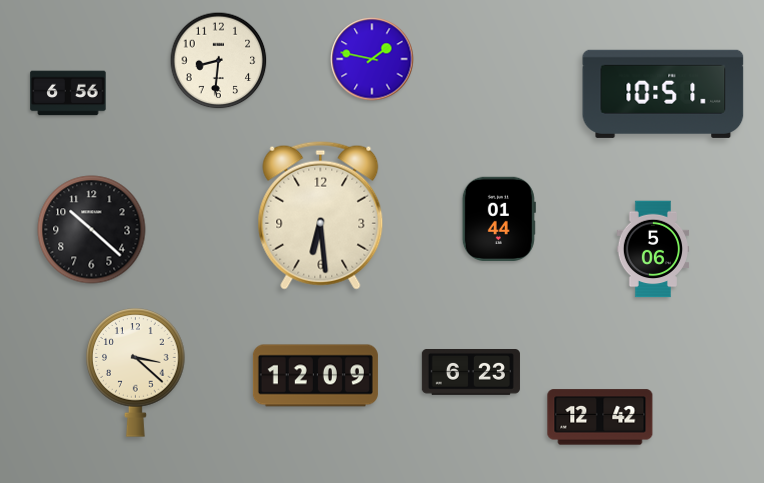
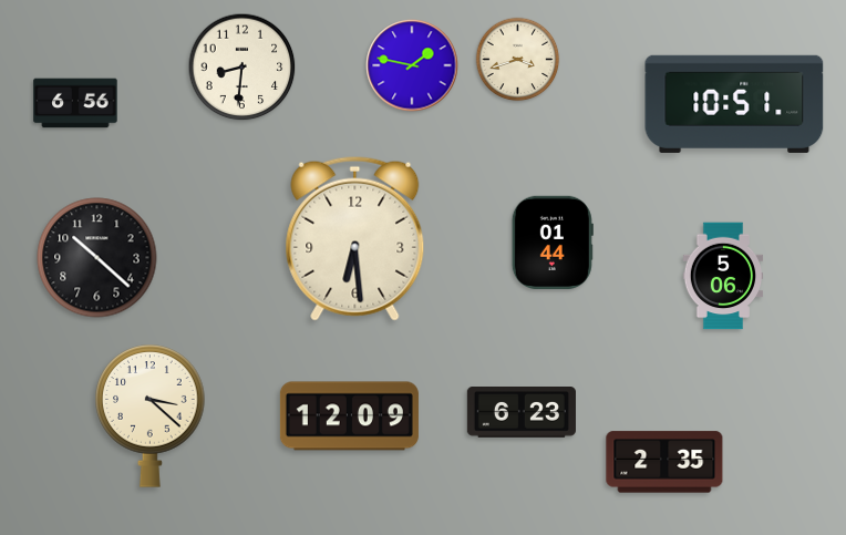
clock at (518, 60): none -> 3:42
clock at (92, 230) position: (92, 230) -> (97, 258)
clock at (136, 373) position: (136, 373) -> (151, 416)
clock at (600, 417): 12:42 -> 2:35
